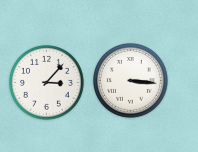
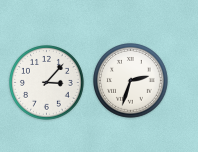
clock at (131, 81): 3:16 -> 2:33
